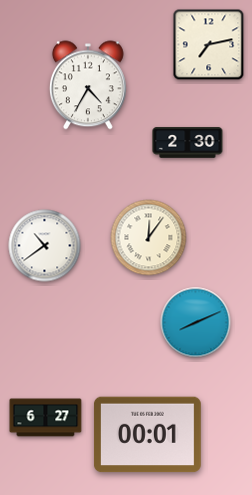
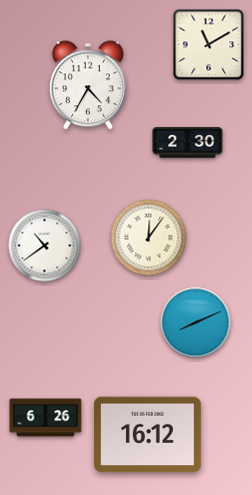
clock at (209, 45): 7:13 -> 11:10
clock at (46, 418): 6:27 -> 6:26
clock at (147, 435): 00:01 -> 16:12
